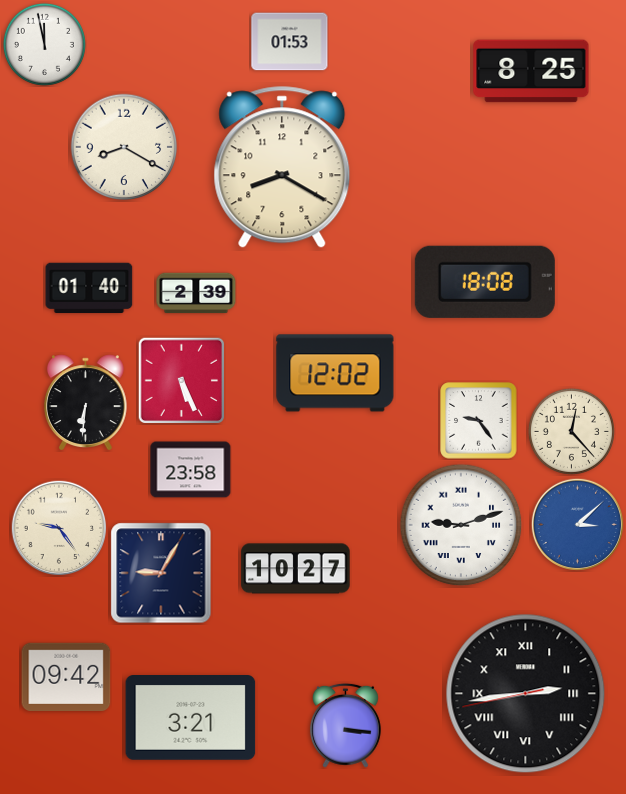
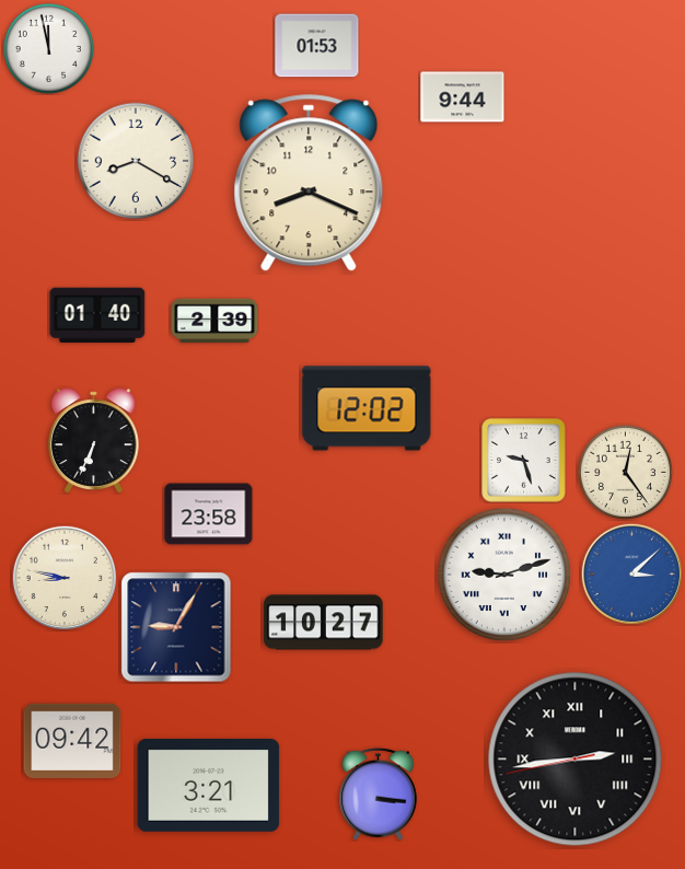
clock at (531, 71): 8:25 -> none
clock at (463, 97): none -> 9:44
clock at (282, 167): 8:20 -> 8:19
clock at (485, 282): 18:08 -> none
clock at (181, 380): 5:26 -> none
clock at (85, 403): 6:31 -> 6:34
clock at (479, 421): 9:24 -> 9:27
clock at (571, 431): 12:23 -> 12:24
clock at (59, 528): 9:24 -> 8:47
